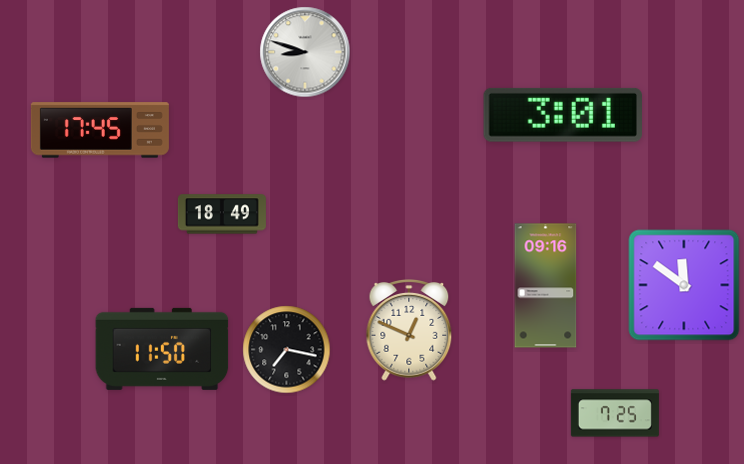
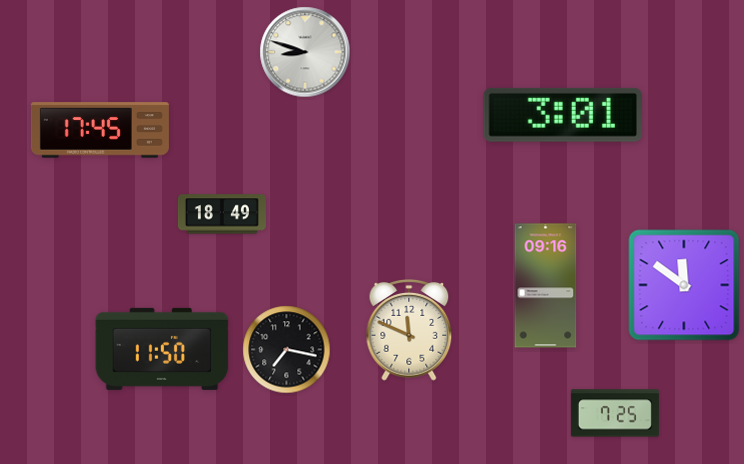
clock at (409, 331): 12:49 -> 11:49
